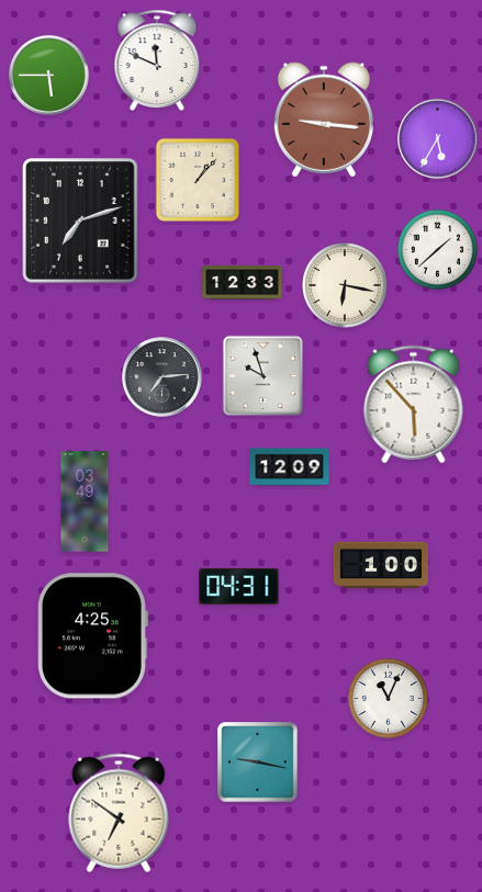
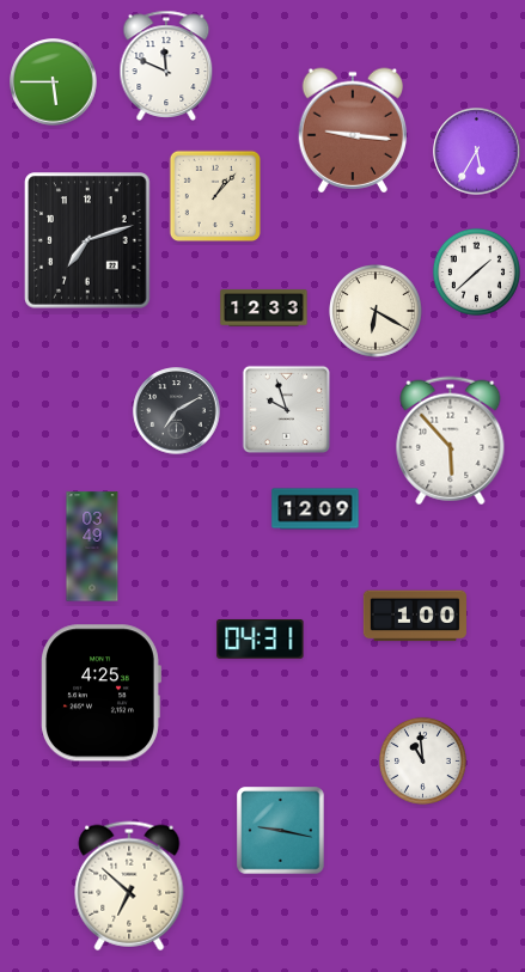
clock at (157, 60) position: (157, 60) -> (166, 66)
clock at (345, 285): 6:17 -> 6:20
clock at (162, 377): 7:14 -> 7:10
clock at (388, 698): 11:04 -> 10:59
clock at (119, 813): 6:51 -> 6:52
